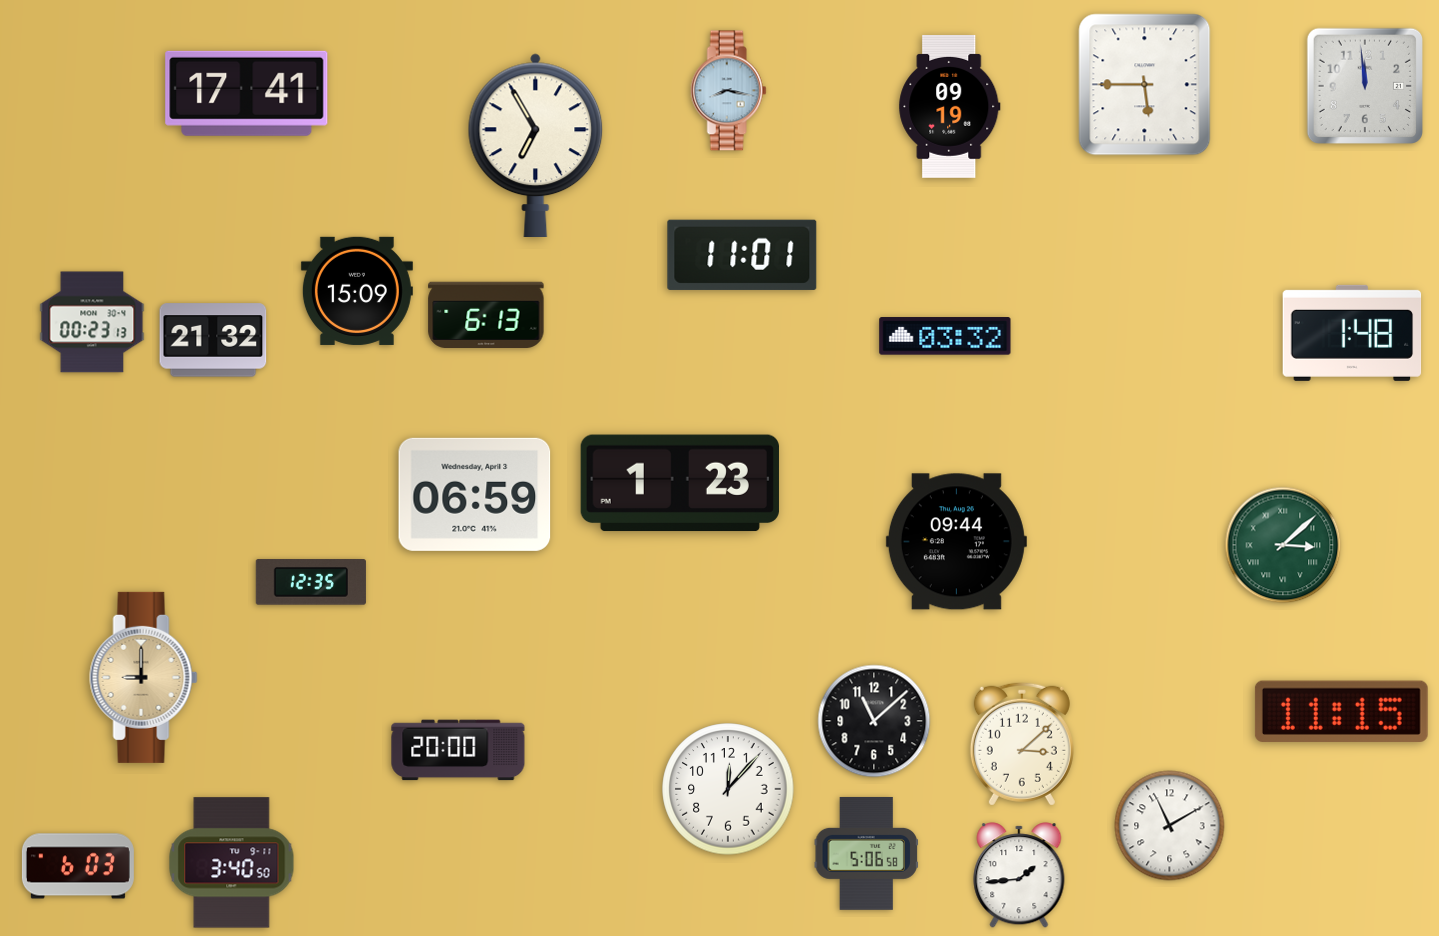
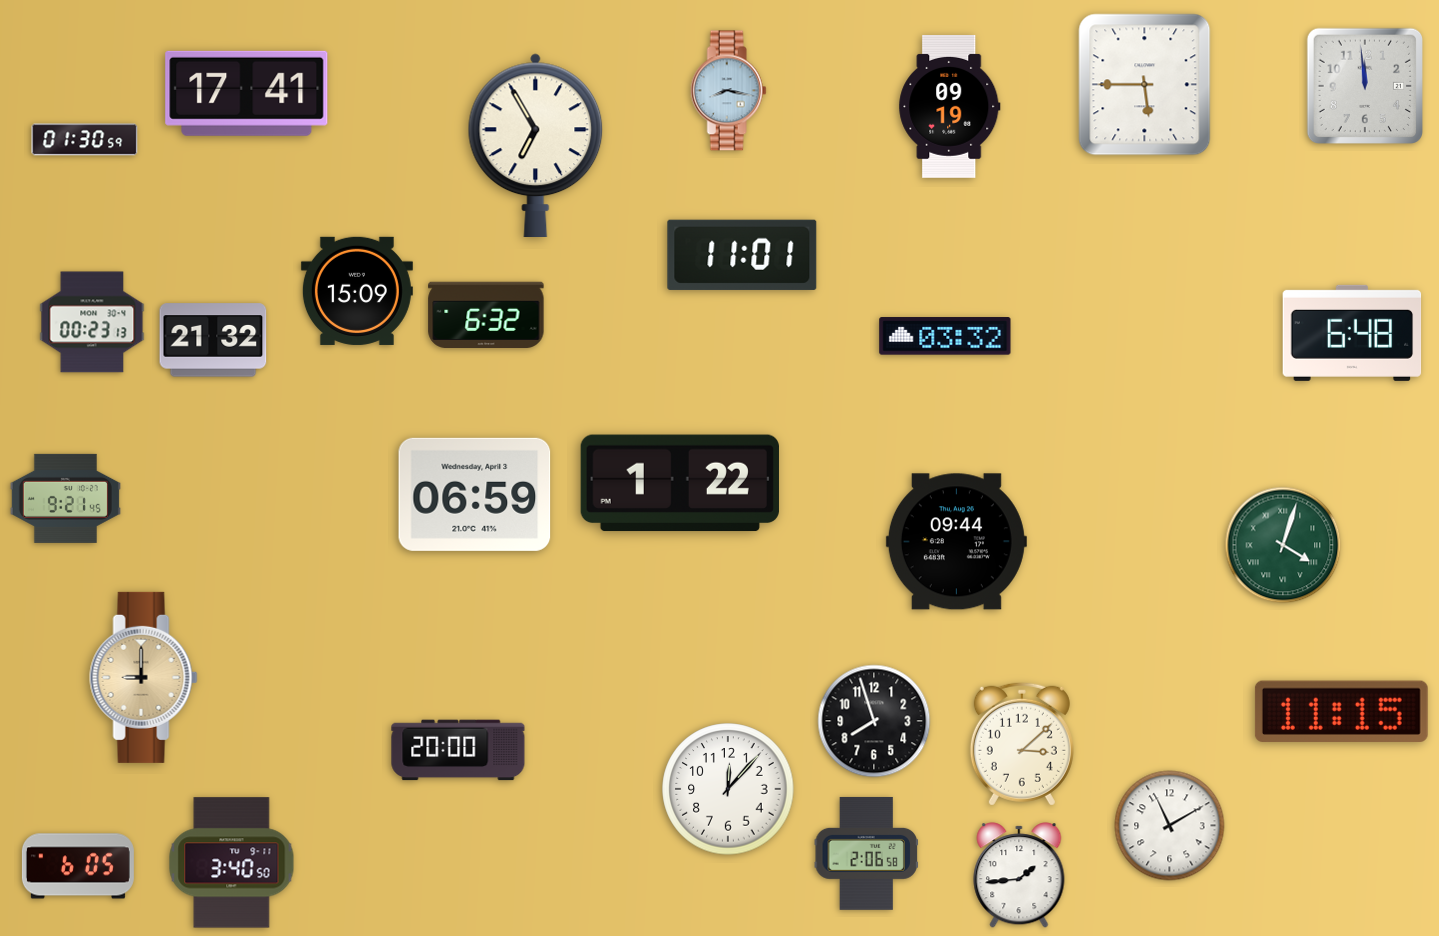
clock at (85, 140): none -> 01:30
clock at (486, 314): 6:13 -> 6:32
clock at (1352, 333): 1:48 -> 6:48
clock at (680, 483): 1:23 -> 1:22
clock at (65, 498): none -> 9:21
clock at (1283, 545): 3:08 -> 4:03
clock at (311, 582): 12:35 -> none
clock at (874, 721): 11:08 -> 7:57
clock at (866, 853): 5:06 -> 2:06
clock at (78, 866): 6:03 -> 6:05
